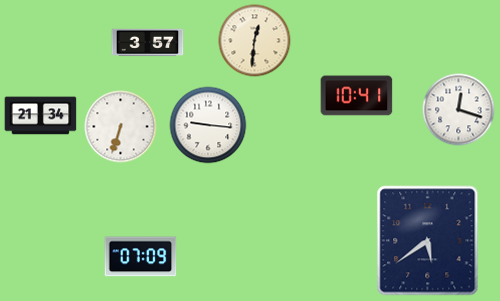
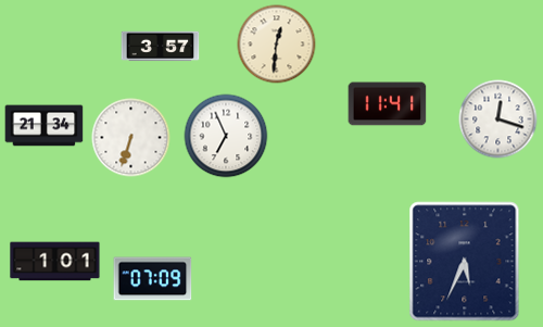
clock at (357, 96): 10:41 -> 11:41
clock at (208, 125): 9:16 -> 6:56
clock at (55, 262): none -> 1:01
clock at (428, 241): 5:39 -> 5:34
